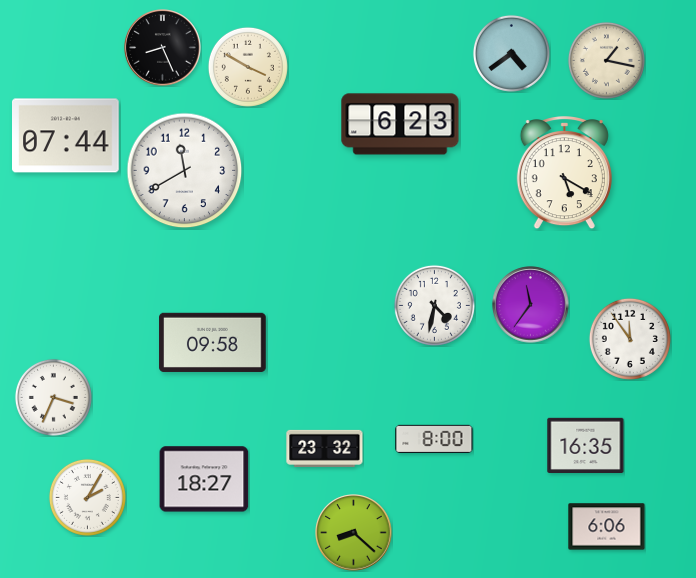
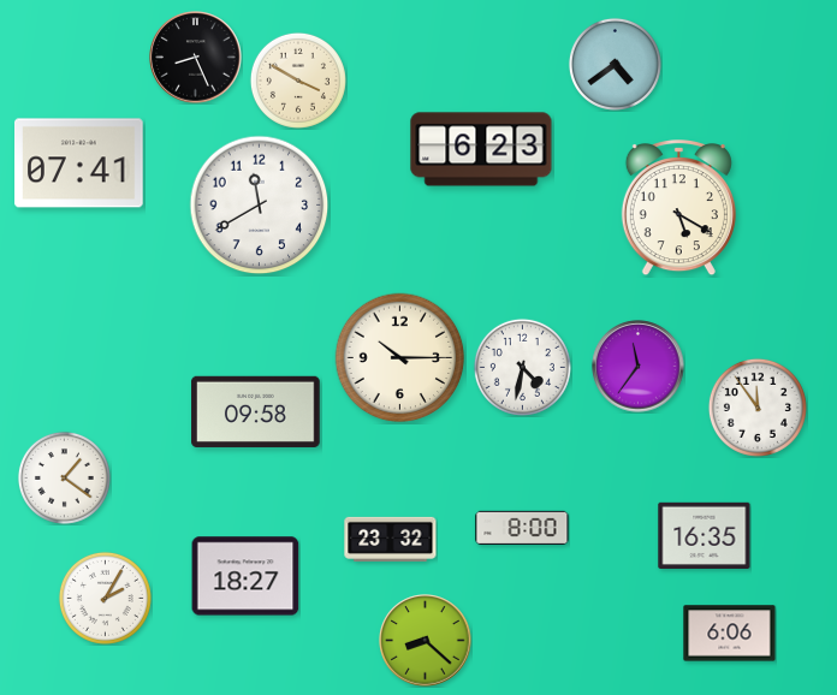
clock at (606, 60): 1:17 -> none
clock at (66, 136): 07:44 -> 07:41
clock at (185, 171) position: (185, 171) -> (260, 206)
clock at (400, 358): none -> 10:15
clock at (53, 397): 3:34 -> 1:21
